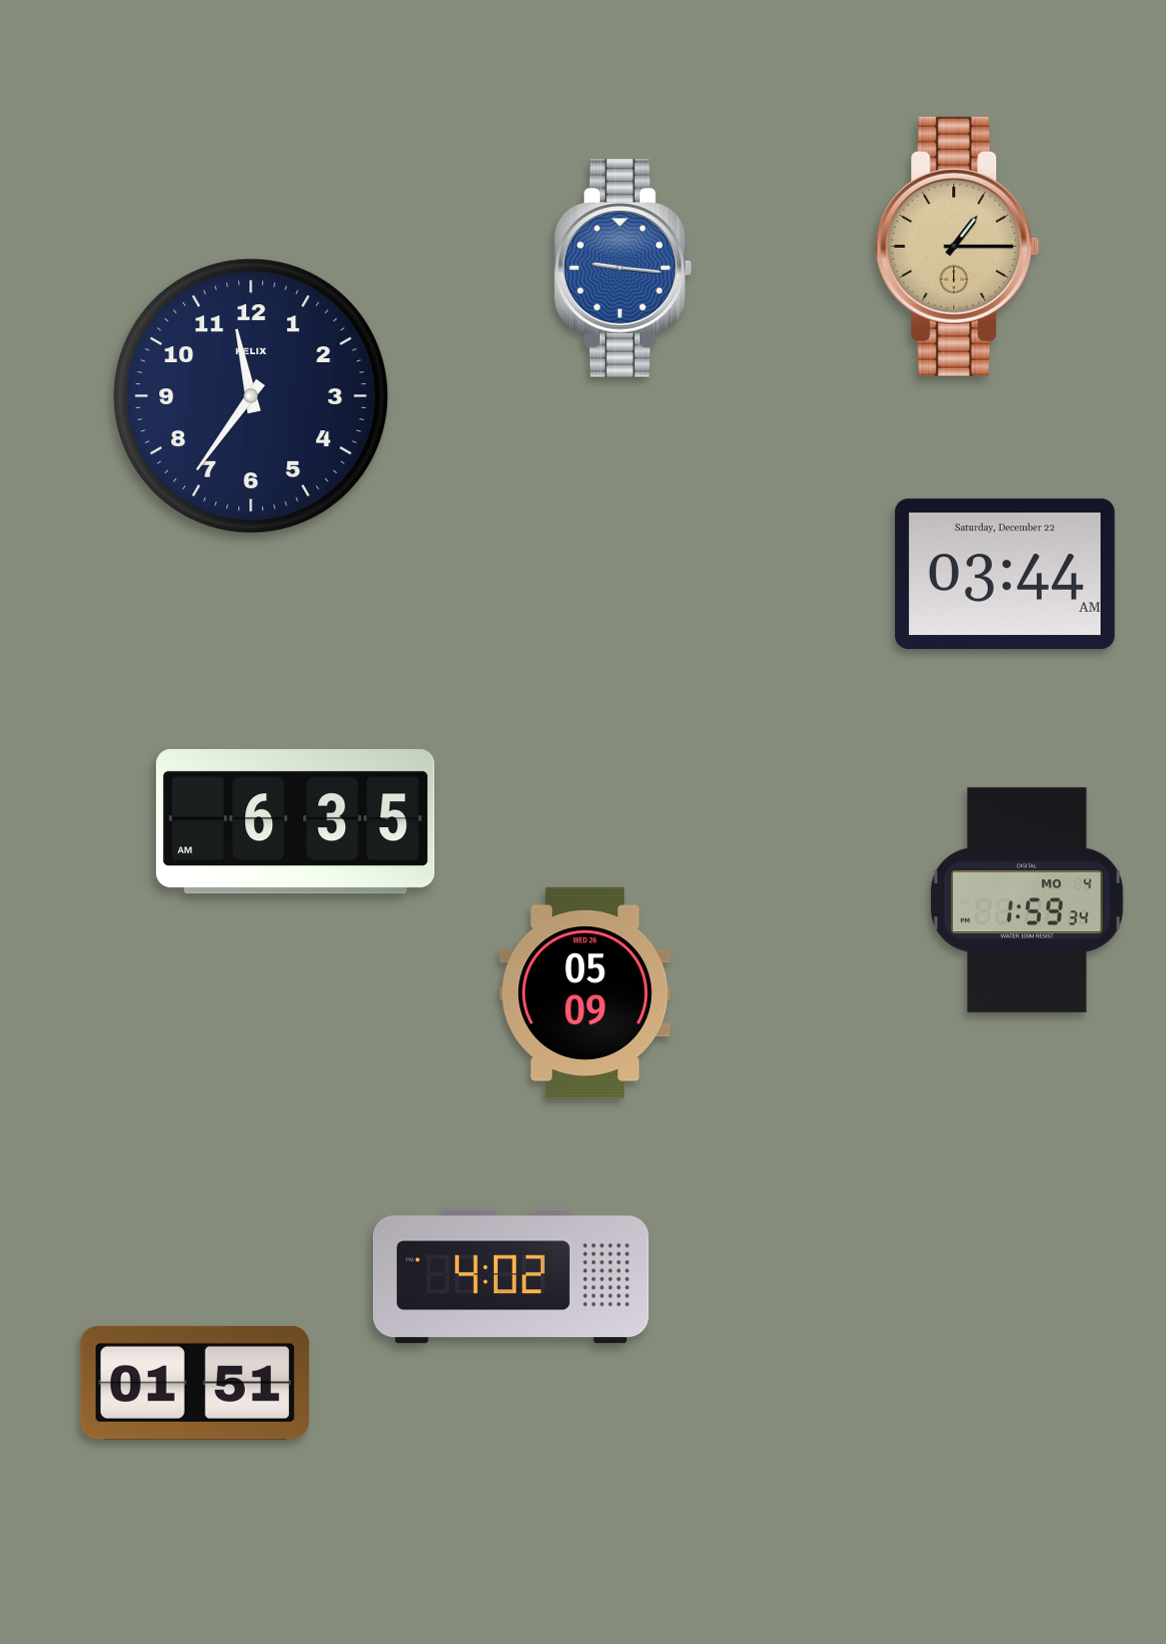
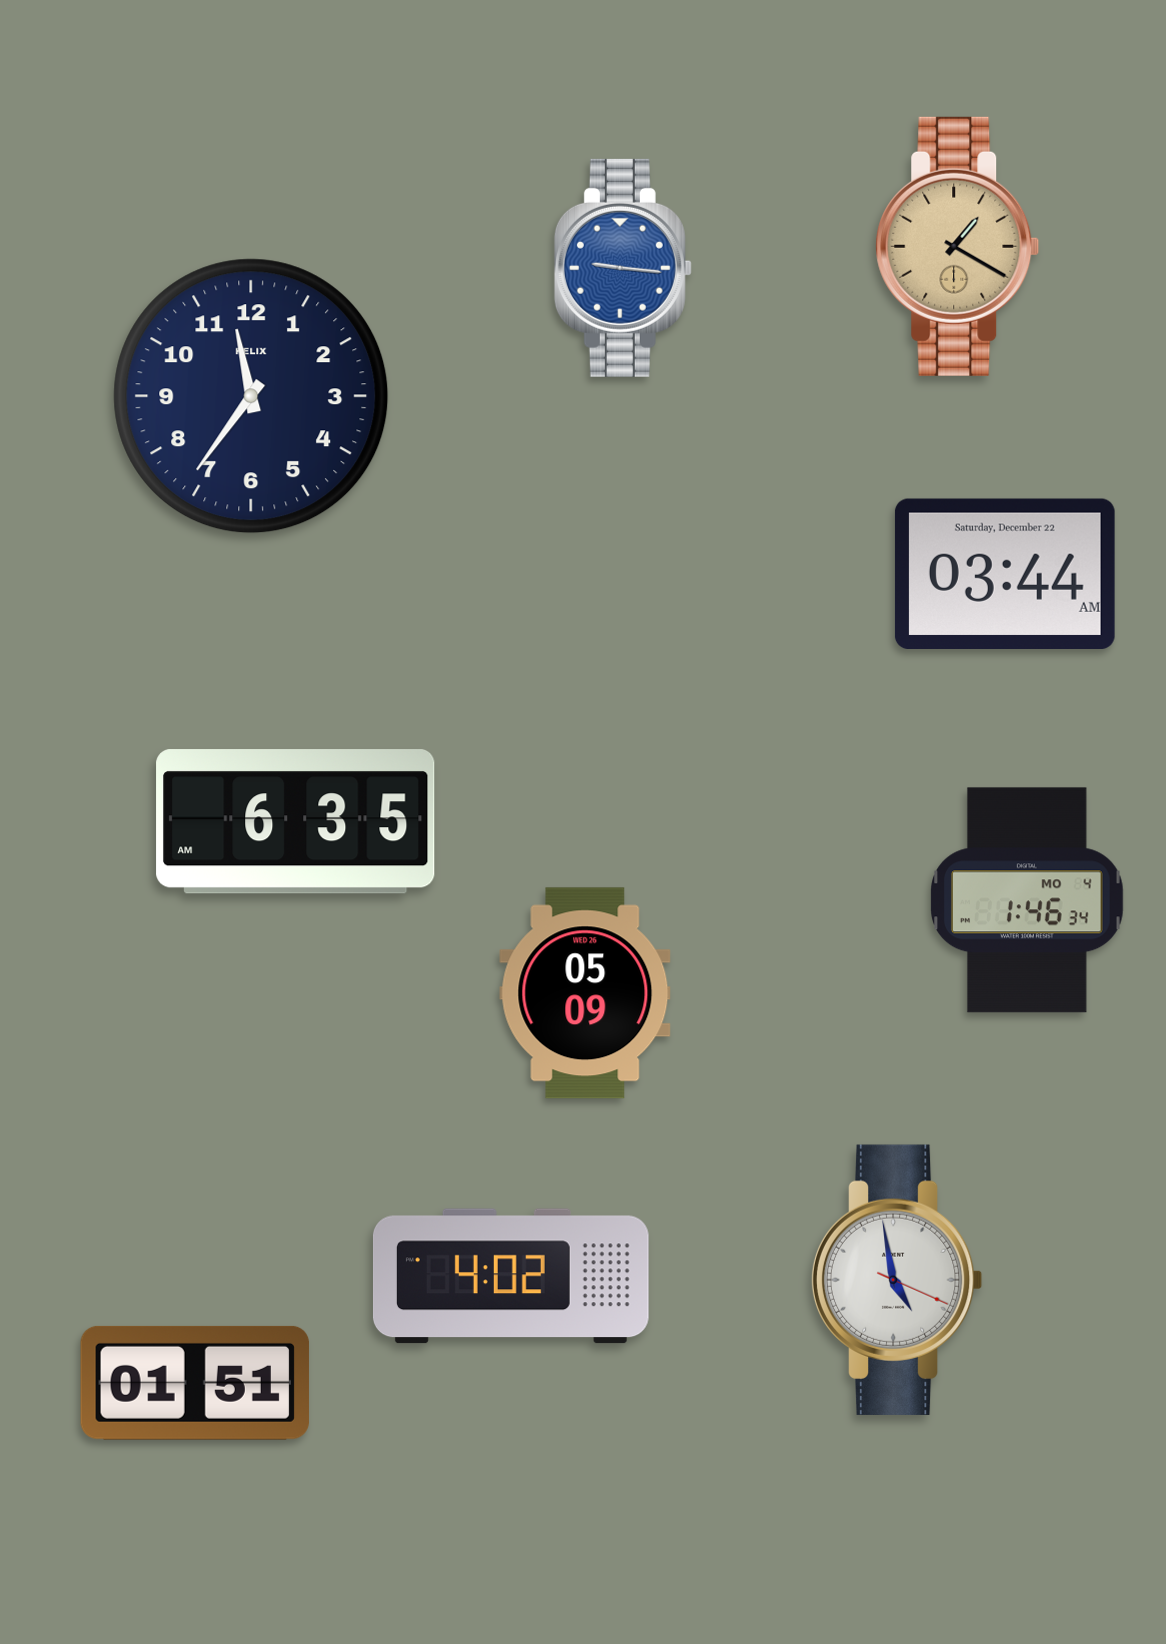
clock at (958, 246): 1:15 -> 1:20
clock at (1027, 900): 1:59 -> 1:46
clock at (897, 1280): none -> 4:58
